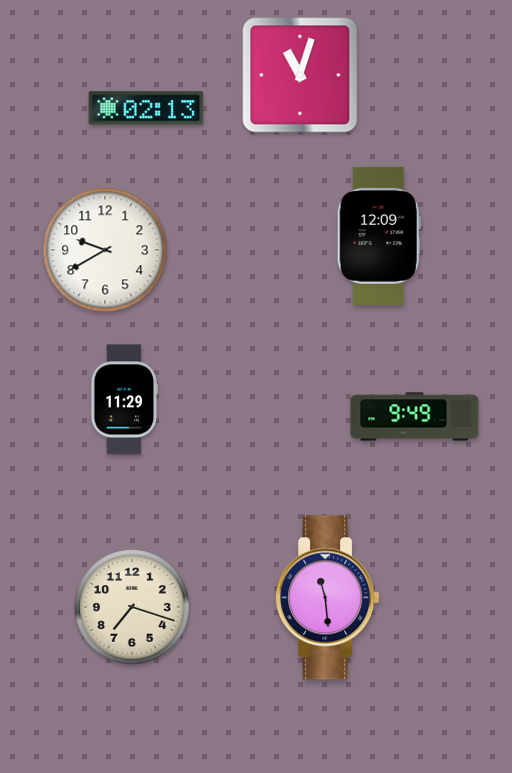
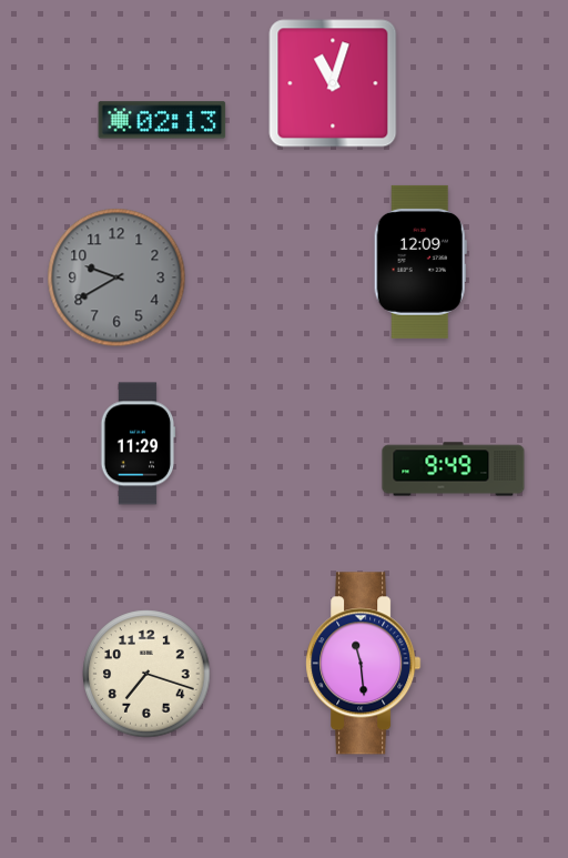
clock at (105, 250) dial: white -> grey
clock at (415, 417) position: (415, 417) -> (454, 470)
